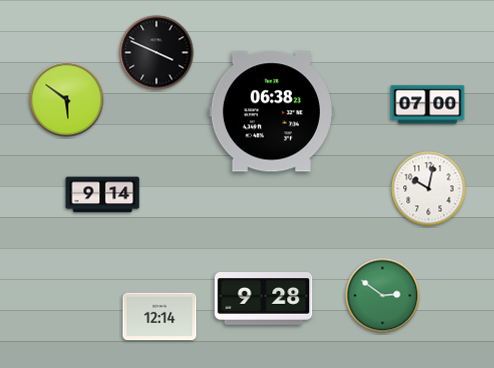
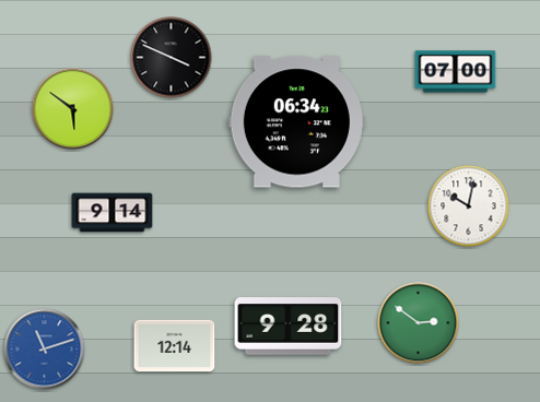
clock at (428, 105) position: (428, 105) -> (456, 72)
clock at (271, 112): 06:38 -> 06:34
clock at (45, 350): none -> 11:12
